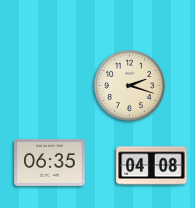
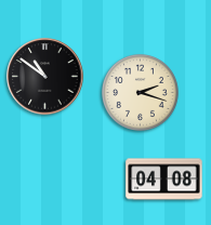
clock at (45, 77): none -> 10:51
clock at (50, 162): 06:35 -> none
